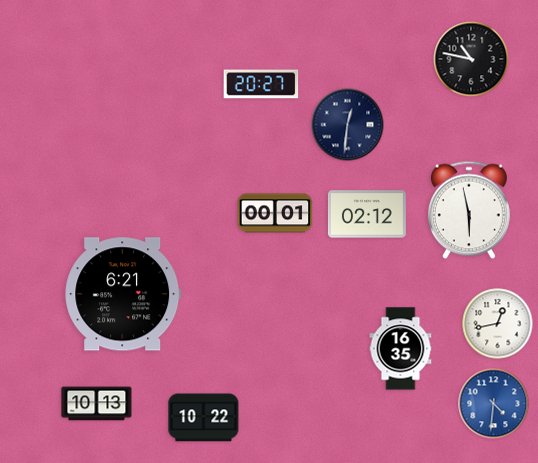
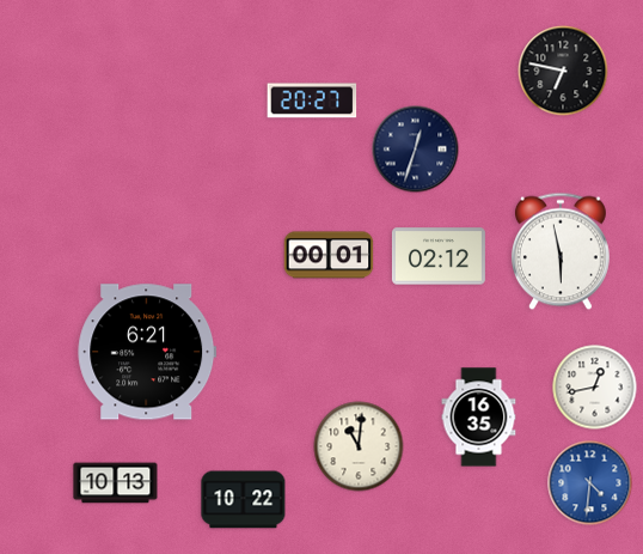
clock at (471, 59): 10:47 -> 6:47
clock at (348, 125): 12:31 -> 12:33
clock at (359, 446): none -> 11:01
